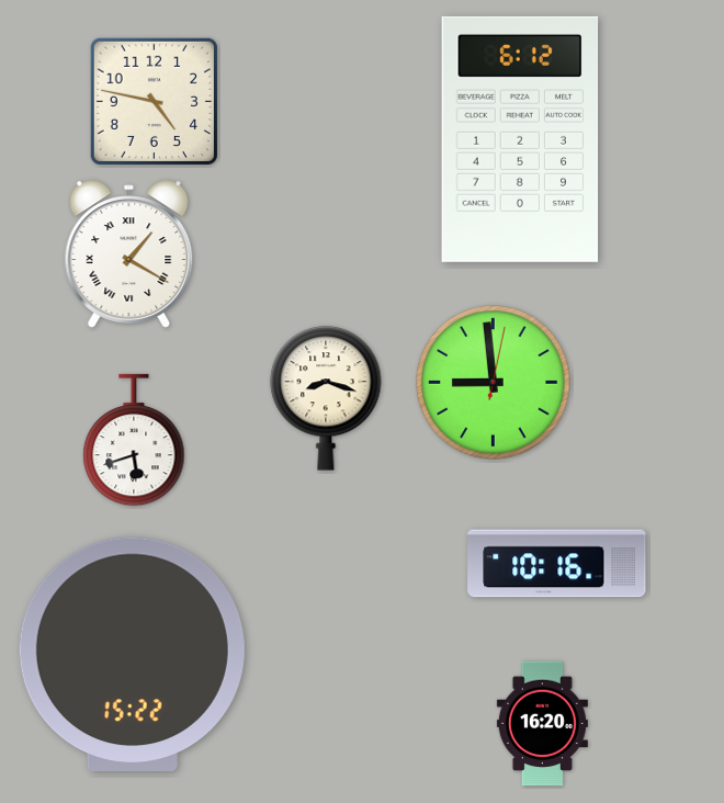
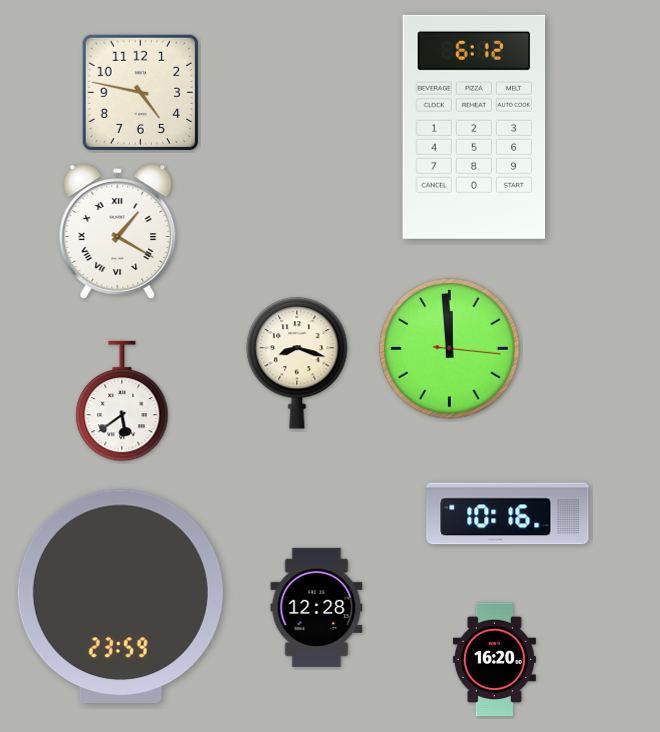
clock at (494, 383): 8:59 -> 11:59
clock at (134, 440): 5:42 -> 5:39
clock at (132, 654): 15:22 -> 23:59
clock at (317, 607): none -> 12:28
